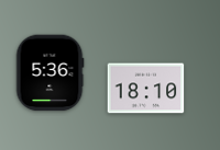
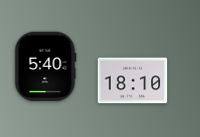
clock at (50, 73): 5:36 -> 5:40
